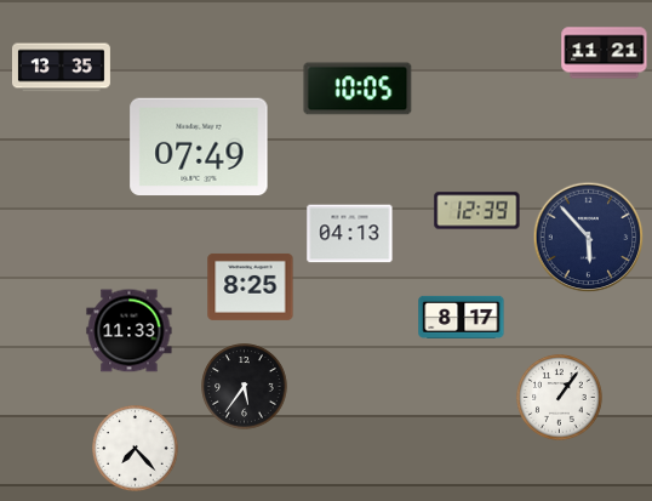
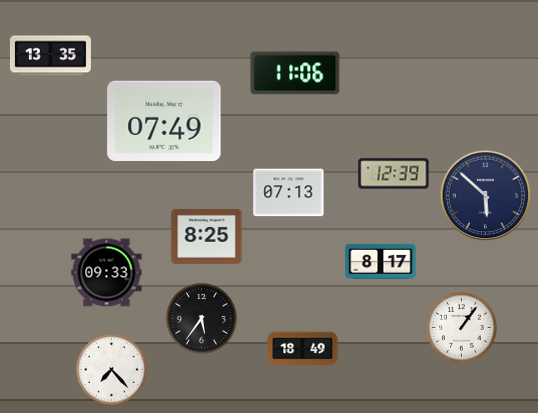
clock at (605, 53): 11:21 -> none
clock at (358, 89): 10:05 -> 11:06
clock at (350, 234): 04:13 -> 07:13
clock at (589, 238): 5:53 -> 5:52
clock at (130, 331): 11:33 -> 09:33
clock at (303, 349): none -> 18:49
